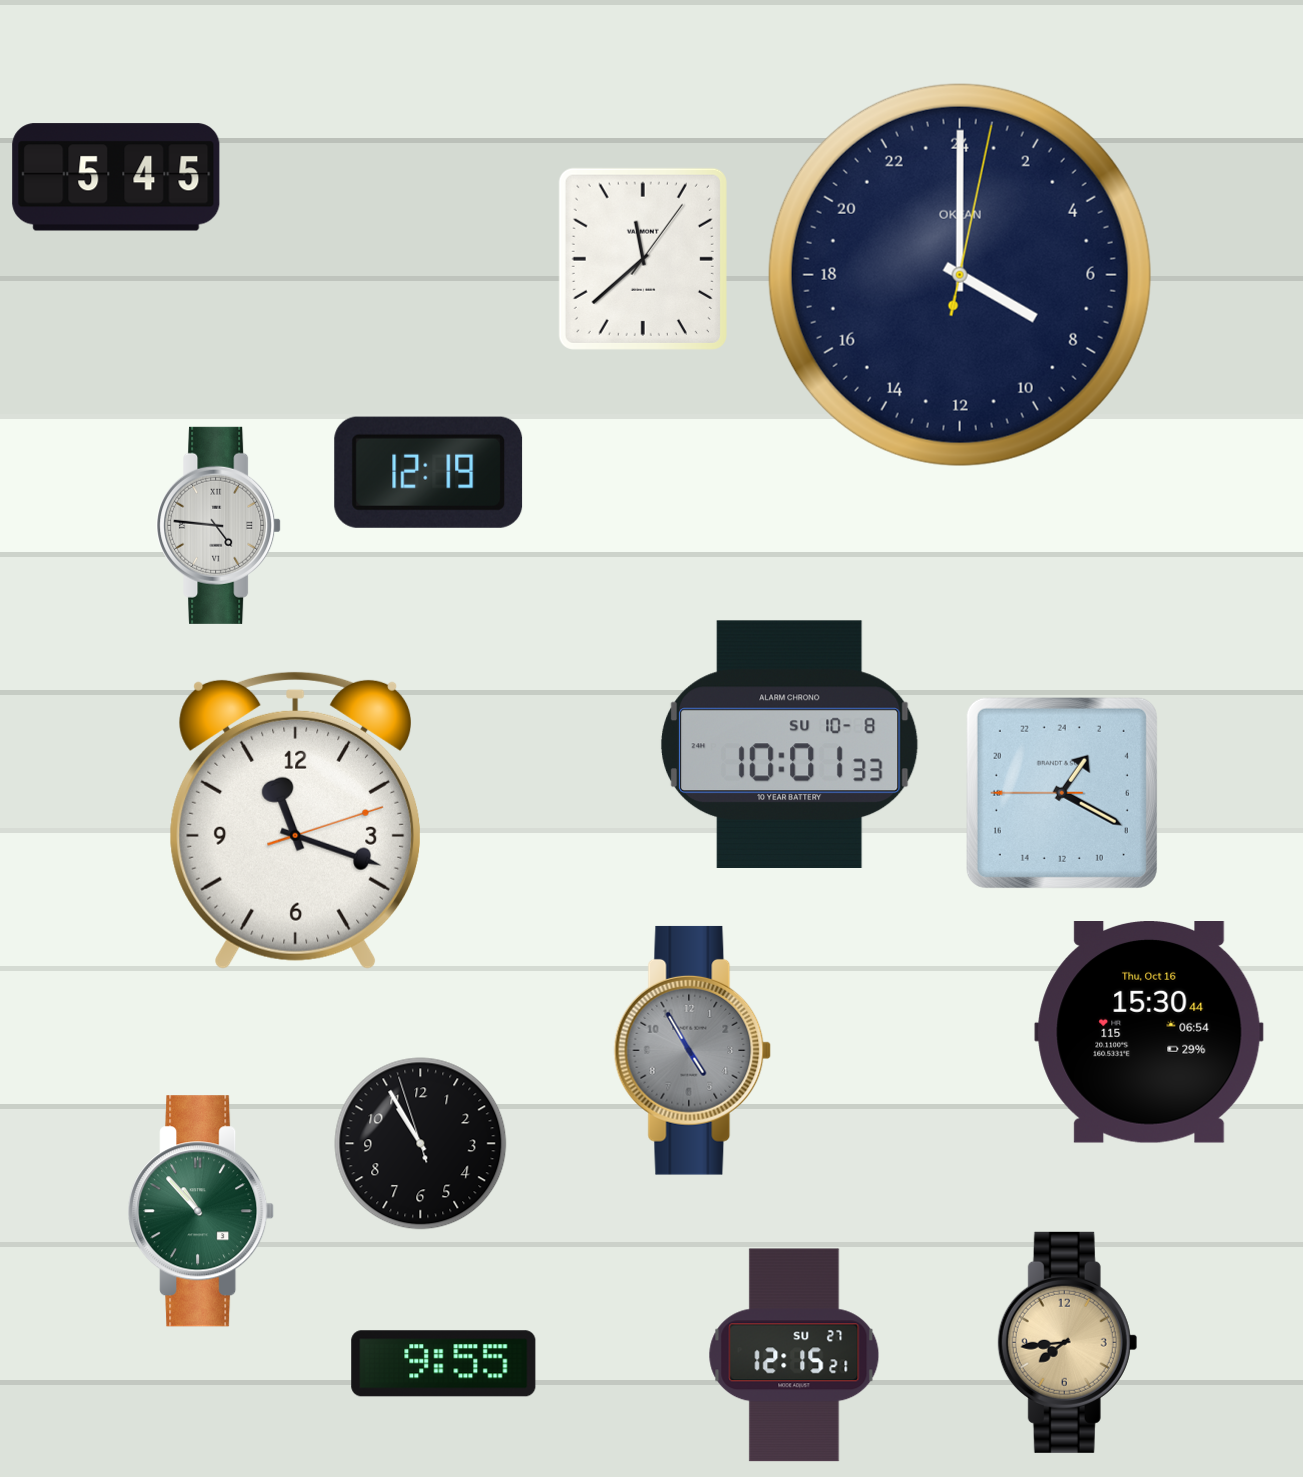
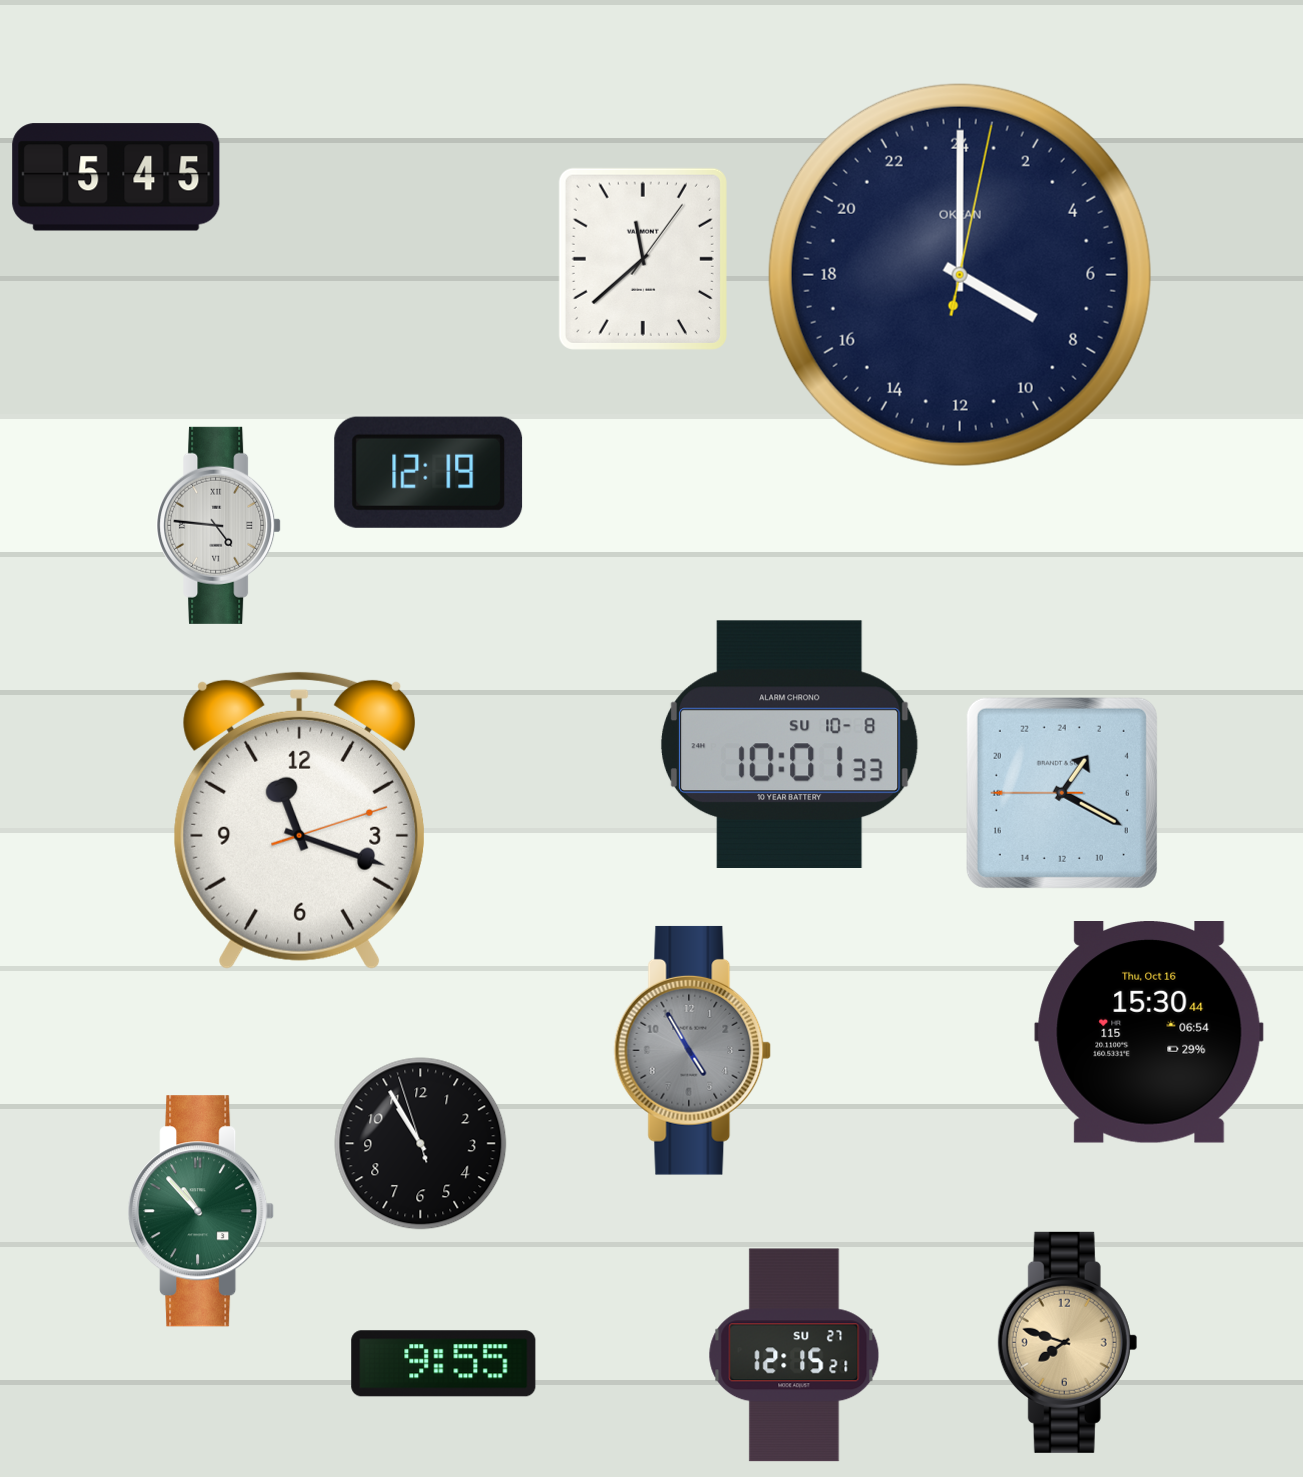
clock at (295, 820) position: (295, 820) -> (299, 820)
clock at (1068, 1342): 7:44 -> 7:48
